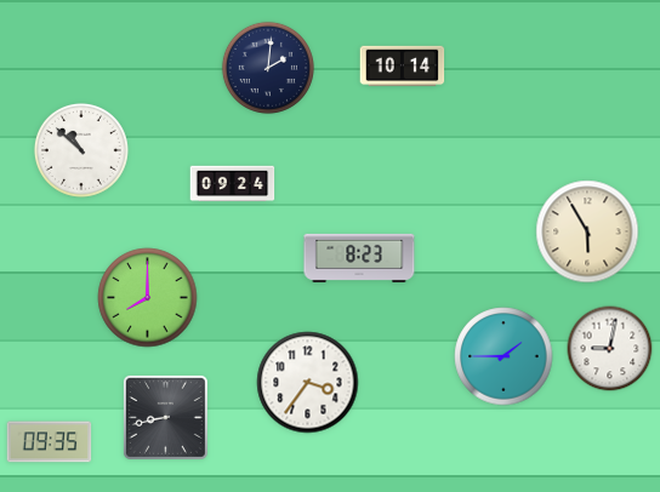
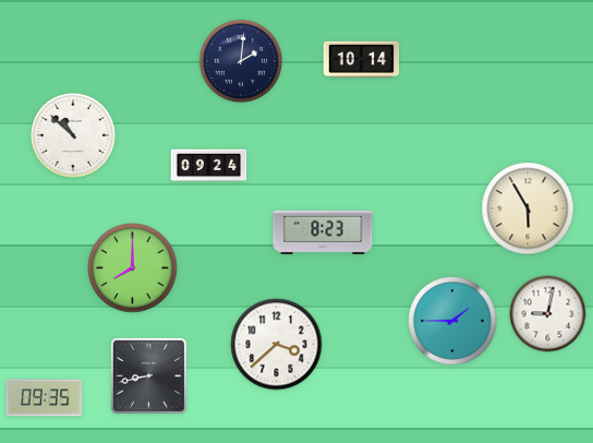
clock at (308, 383): 3:36 -> 3:38
